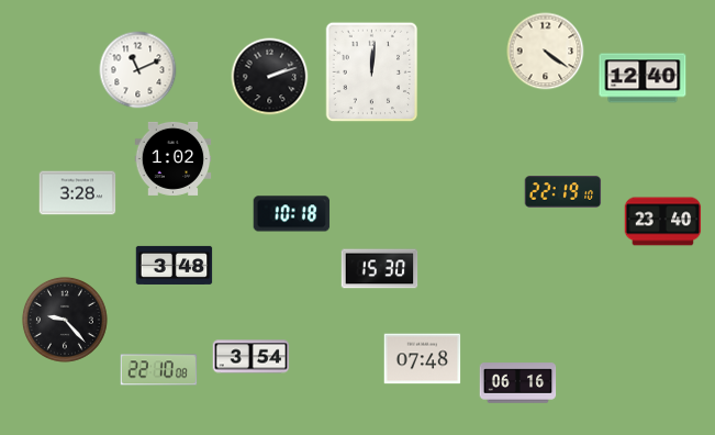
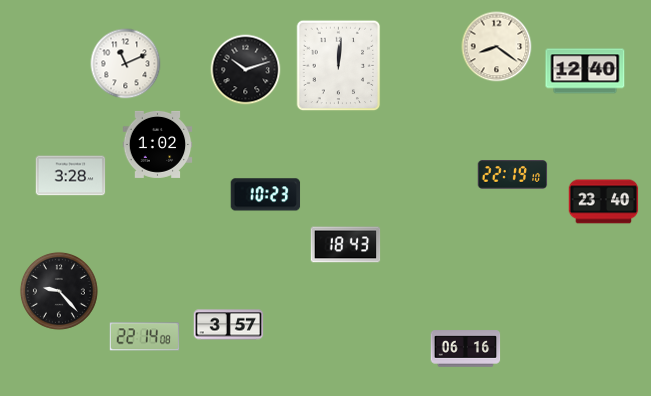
clock at (546, 52): 4:21 -> 8:21
clock at (270, 77): 2:12 -> 10:12
clock at (292, 214): 10:18 -> 10:23
clock at (175, 265): 3:48 -> none
clock at (380, 269): 15:30 -> 18:43
clock at (252, 357): 3:54 -> 3:57
clock at (423, 359): 07:48 -> none
clock at (159, 370): 22:10 -> 22:14
clock at (518, 383) position: (518, 383) -> (466, 349)
